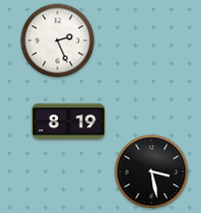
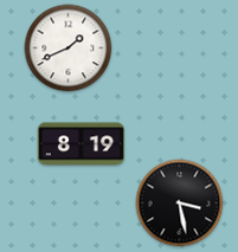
clock at (58, 41): 2:26 -> 1:41
